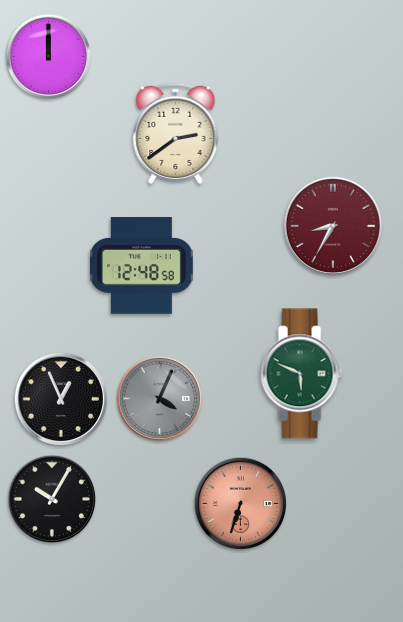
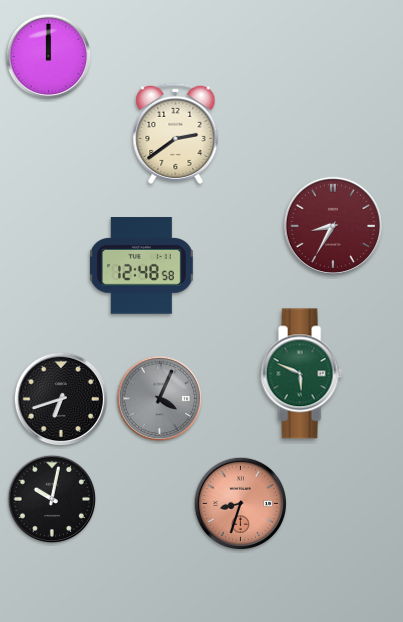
clock at (60, 398): 12:56 -> 6:42
clock at (52, 499): 10:05 -> 10:02
clock at (241, 504): 6:33 -> 8:33
